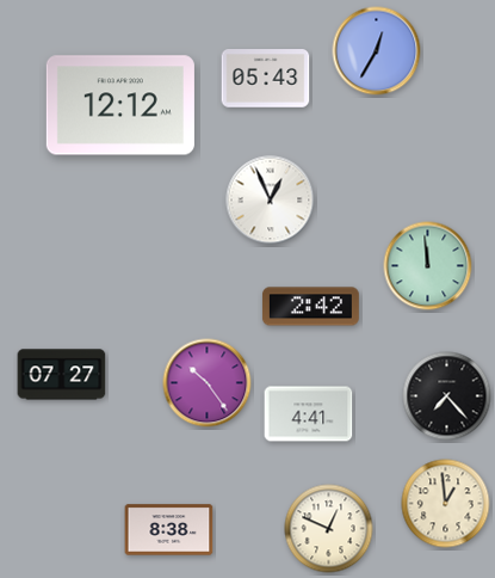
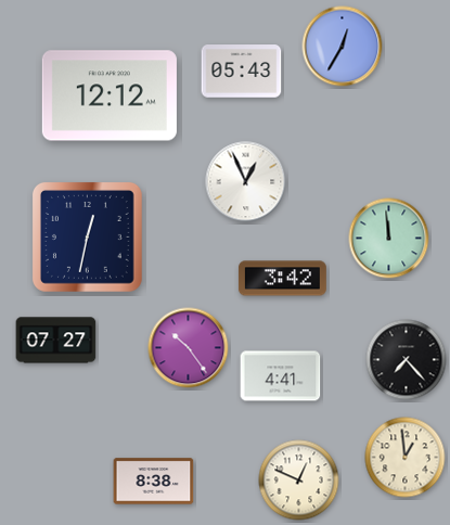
clock at (87, 236): none -> 12:32
clock at (428, 266) position: (428, 266) -> (389, 239)
clock at (310, 307): 2:42 -> 3:42
